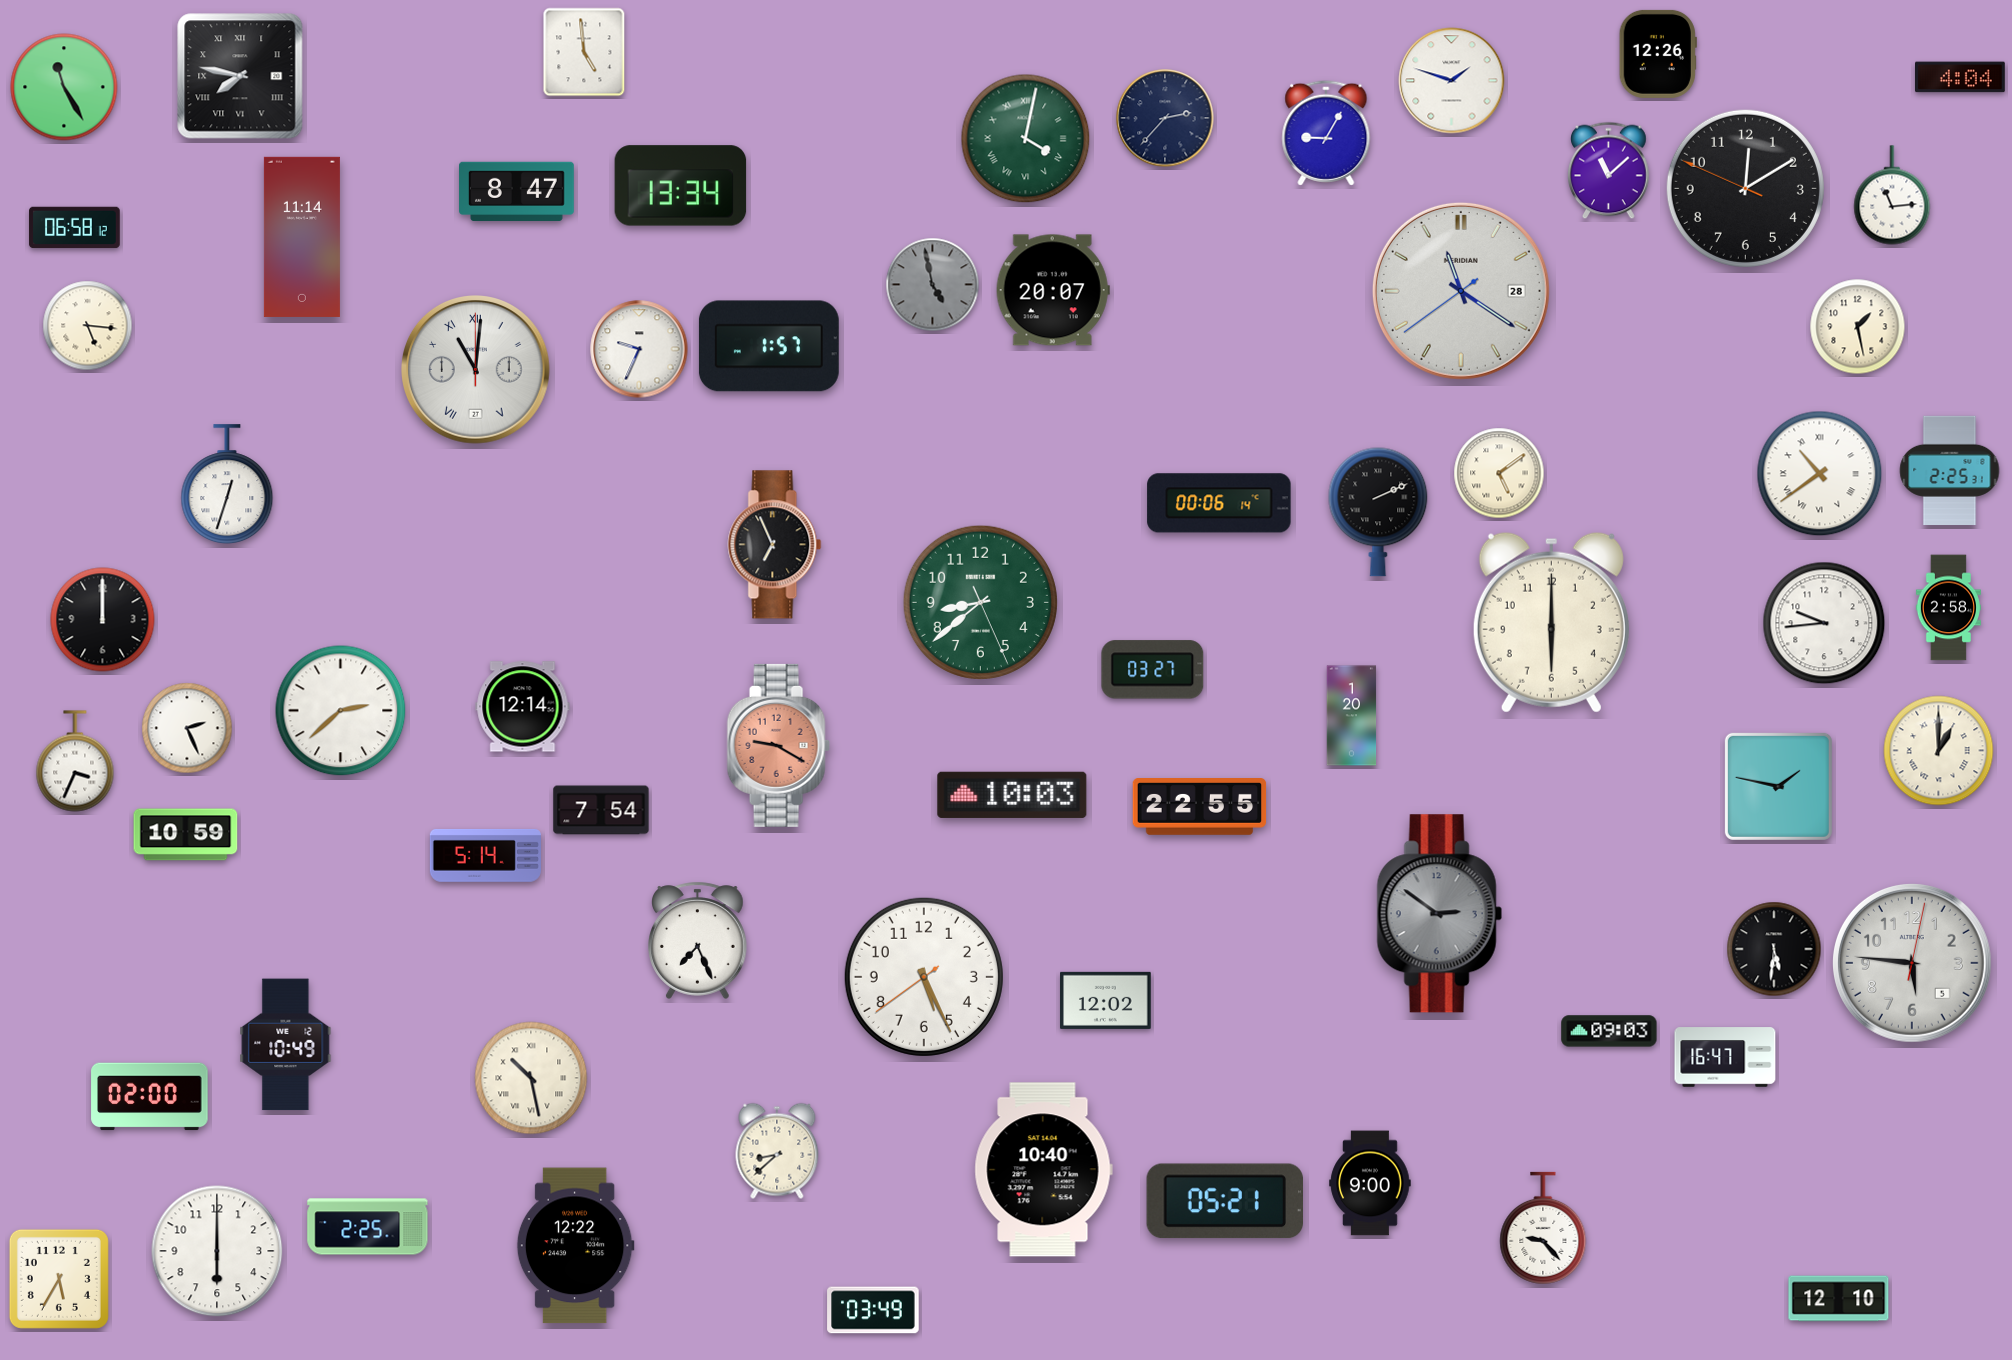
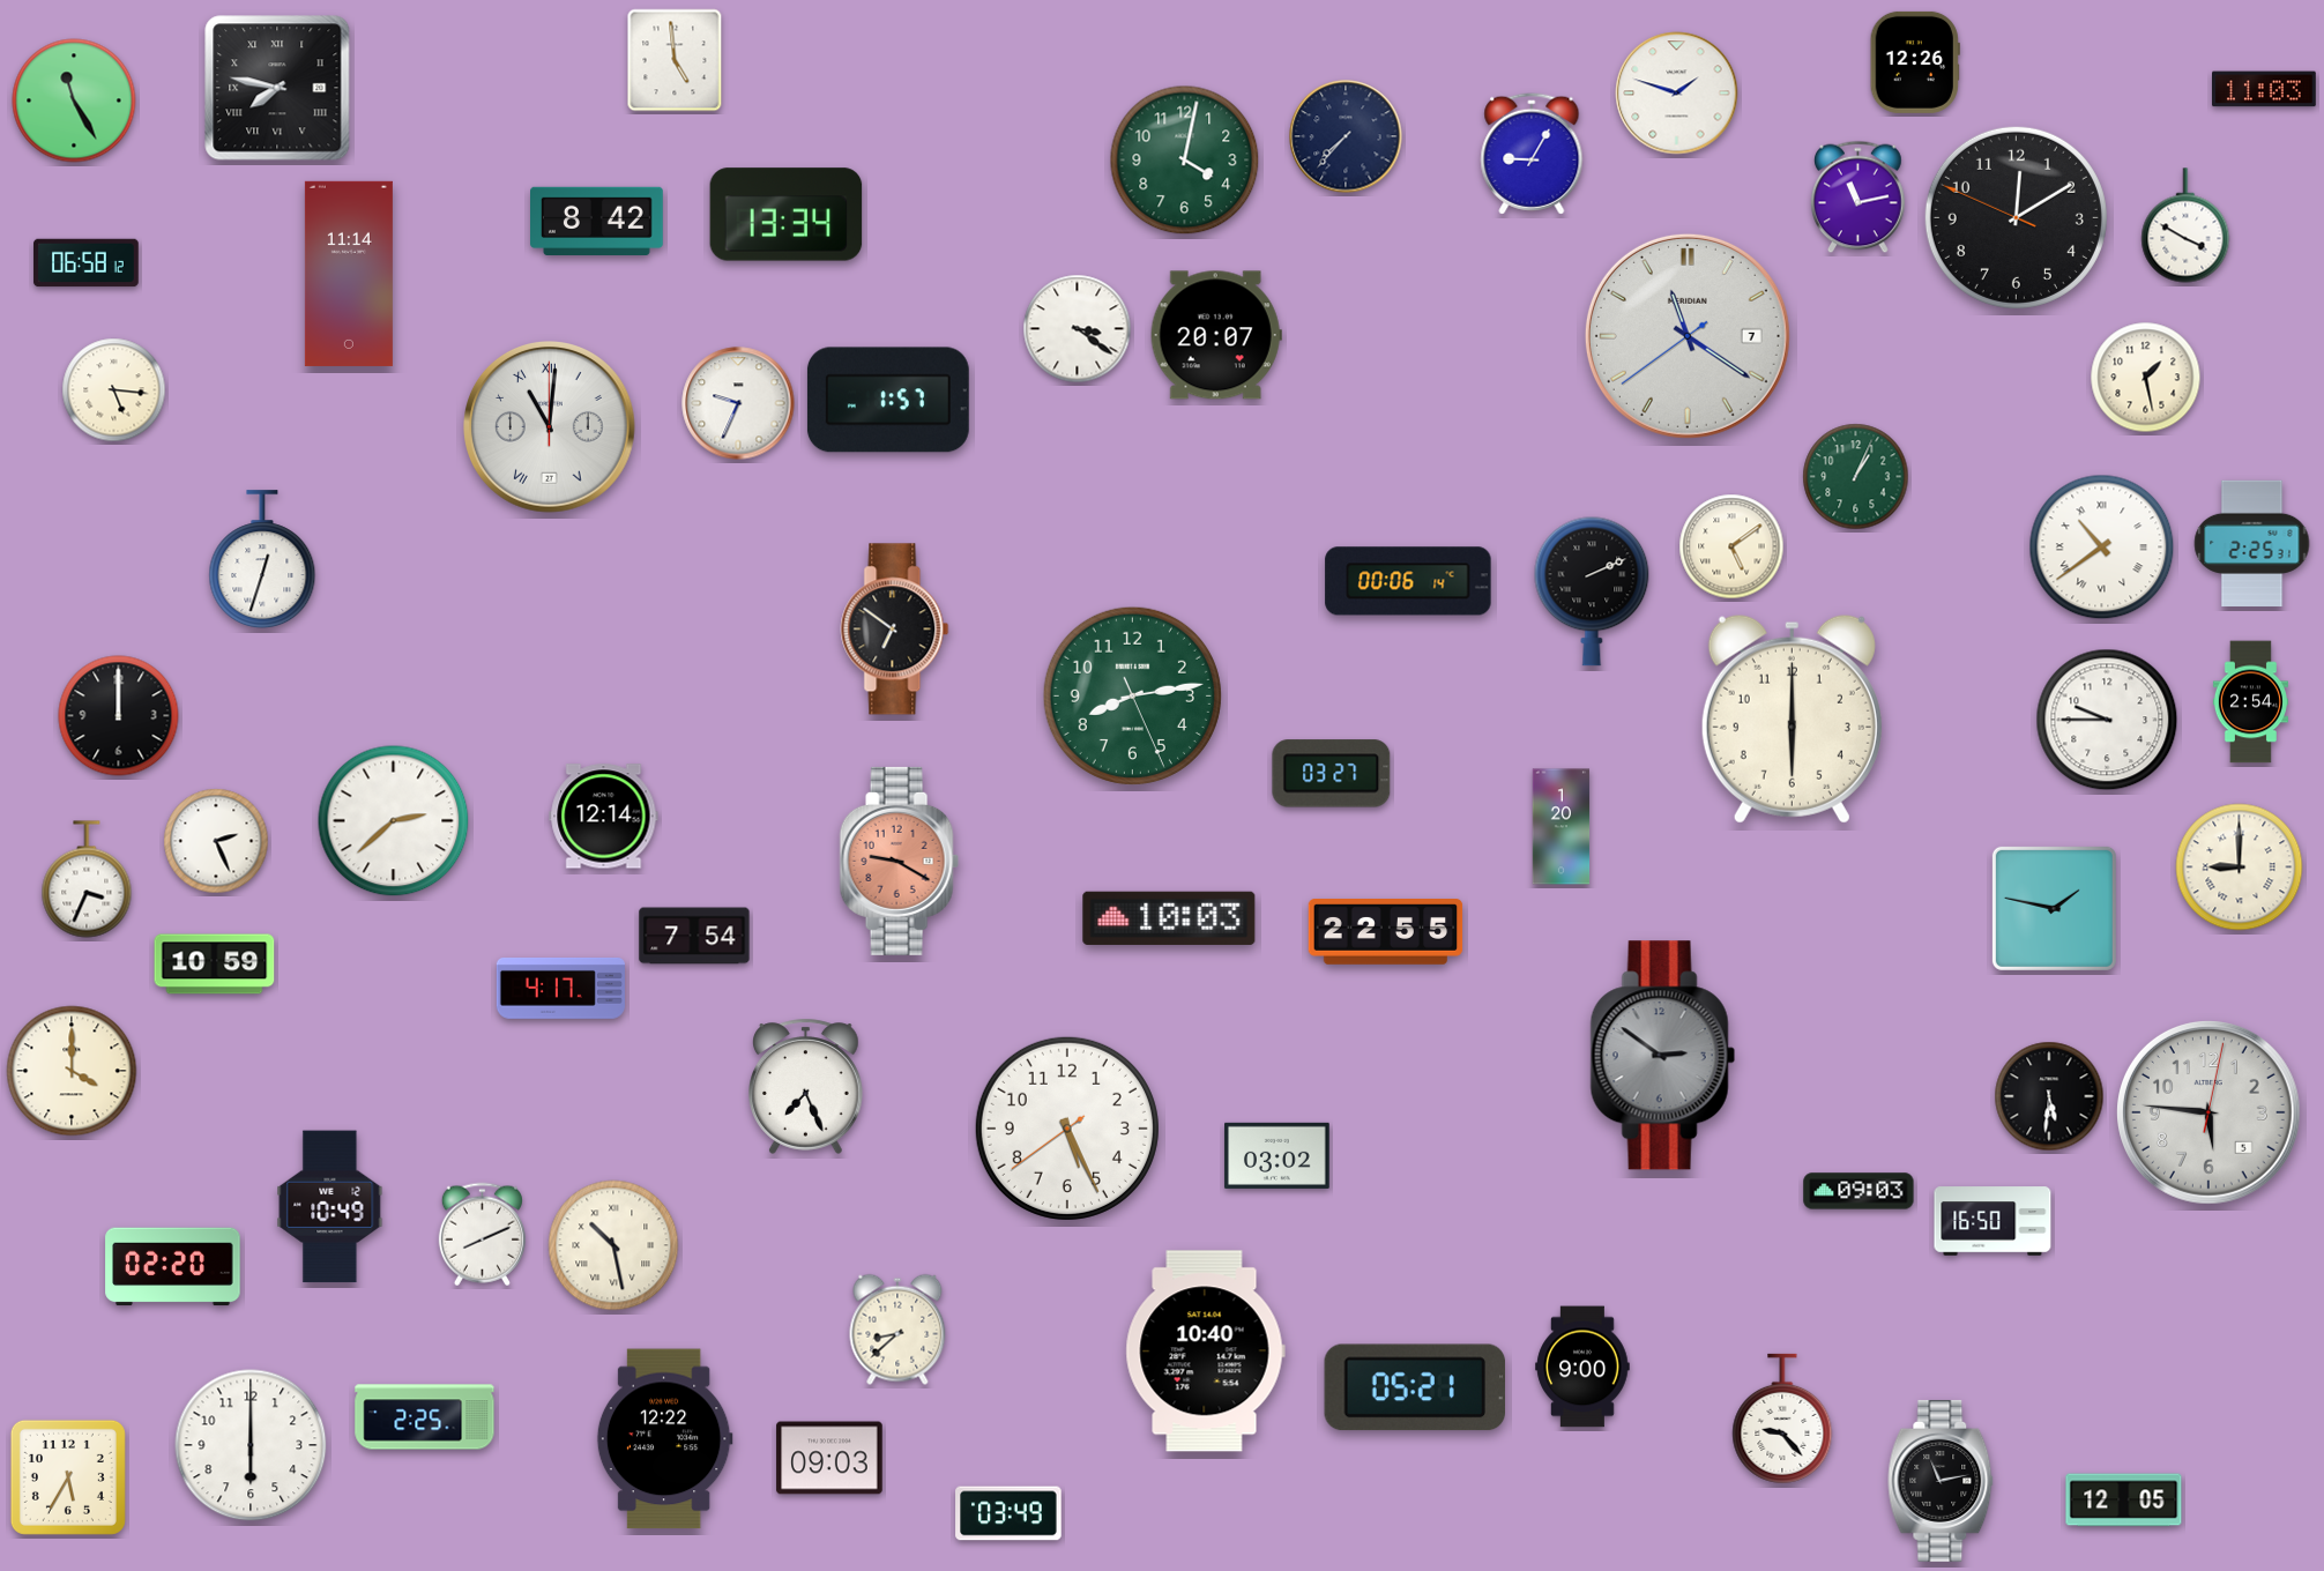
clock at (1961, 77): 4:04 -> 11:03
clock at (1165, 118): 2:37 -> 7:37
clock at (1026, 139) numerals: Roman -> Arabic
clock at (1609, 171): 11:08 -> 11:13
clock at (517, 191): 8:47 -> 8:42
clock at (1892, 195): 11:14 -> 3:50
clock at (933, 285): 4:58 -> 3:21
clock at (933, 285) dial: grey -> white
clock at (1461, 291) date: 28 -> 7
clock at (88, 326) position: (88, 326) -> (114, 390)
clock at (1856, 477): none -> 1:04
clock at (775, 545): 6:56 -> 6:51
clock at (980, 602): 8:38 -> 8:13
clock at (1948, 608): 2:58 -> 2:54
clock at (1824, 623): 9:44 -> 9:45
clock at (1939, 751): 1:00 -> 9:00
clock at (485, 855): 5:14 -> 4:17
clock at (72, 1071): none -> 4:00
clock at (1106, 1000): 12:02 -> 03:02
clock at (1725, 1057): 16:47 -> 16:50
clock at (482, 1235): none -> 8:11
clock at (150, 1097): 02:00 -> 02:20
clock at (829, 1458): none -> 09:03
clock at (1941, 1481): none -> 11:13
clock at (1839, 1299): 12:10 -> 12:05
